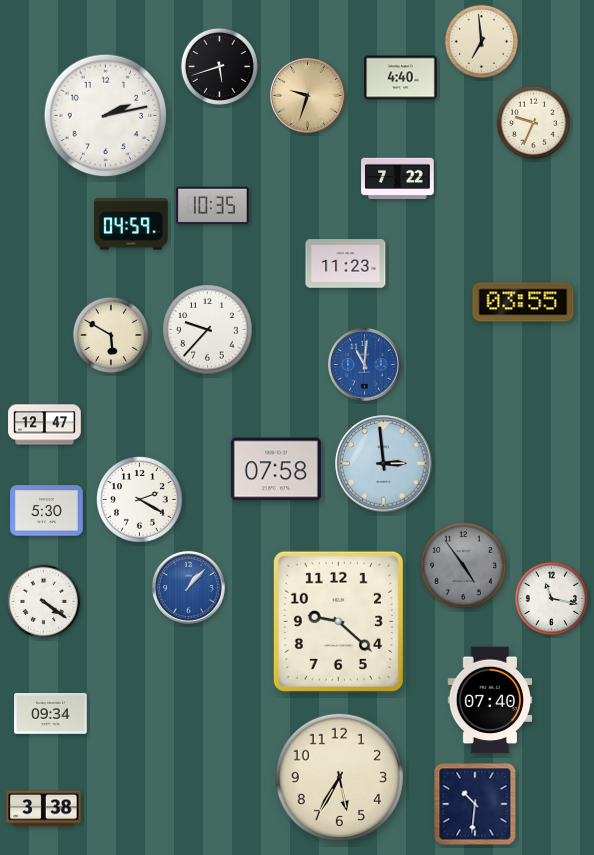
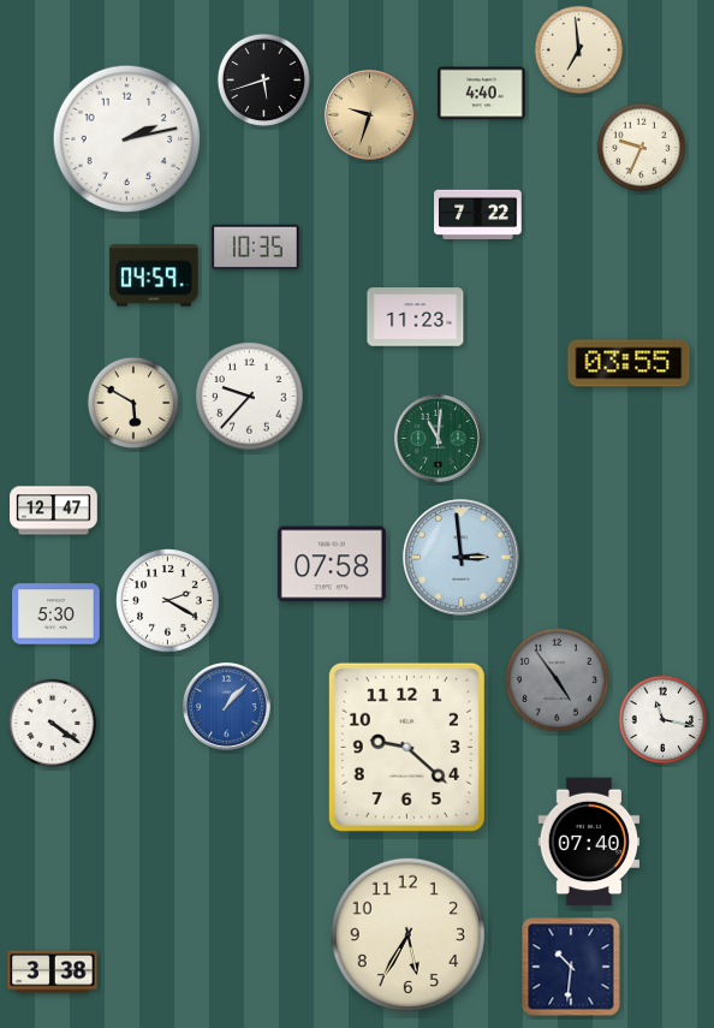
clock at (131, 224) position: (131, 224) -> (154, 275)
clock at (364, 364) dial: blue -> green
clock at (51, 714): 09:34 -> none
